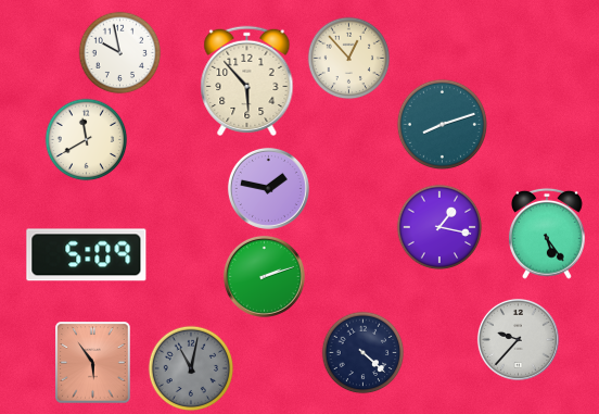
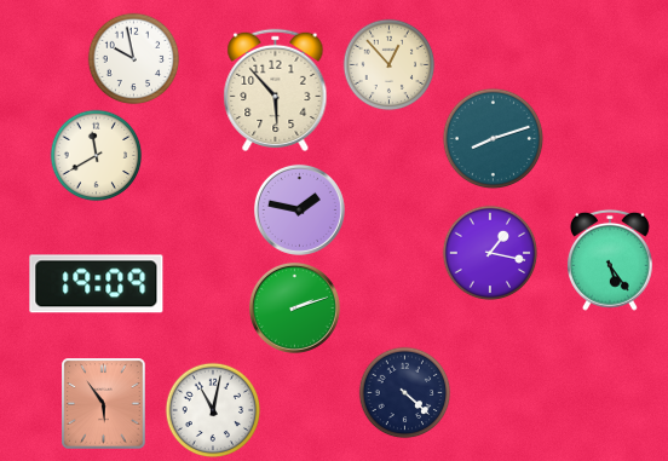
clock at (87, 255): 5:09 -> 19:09
clock at (518, 339): 9:37 -> none
clock at (191, 368) dial: grey -> white
